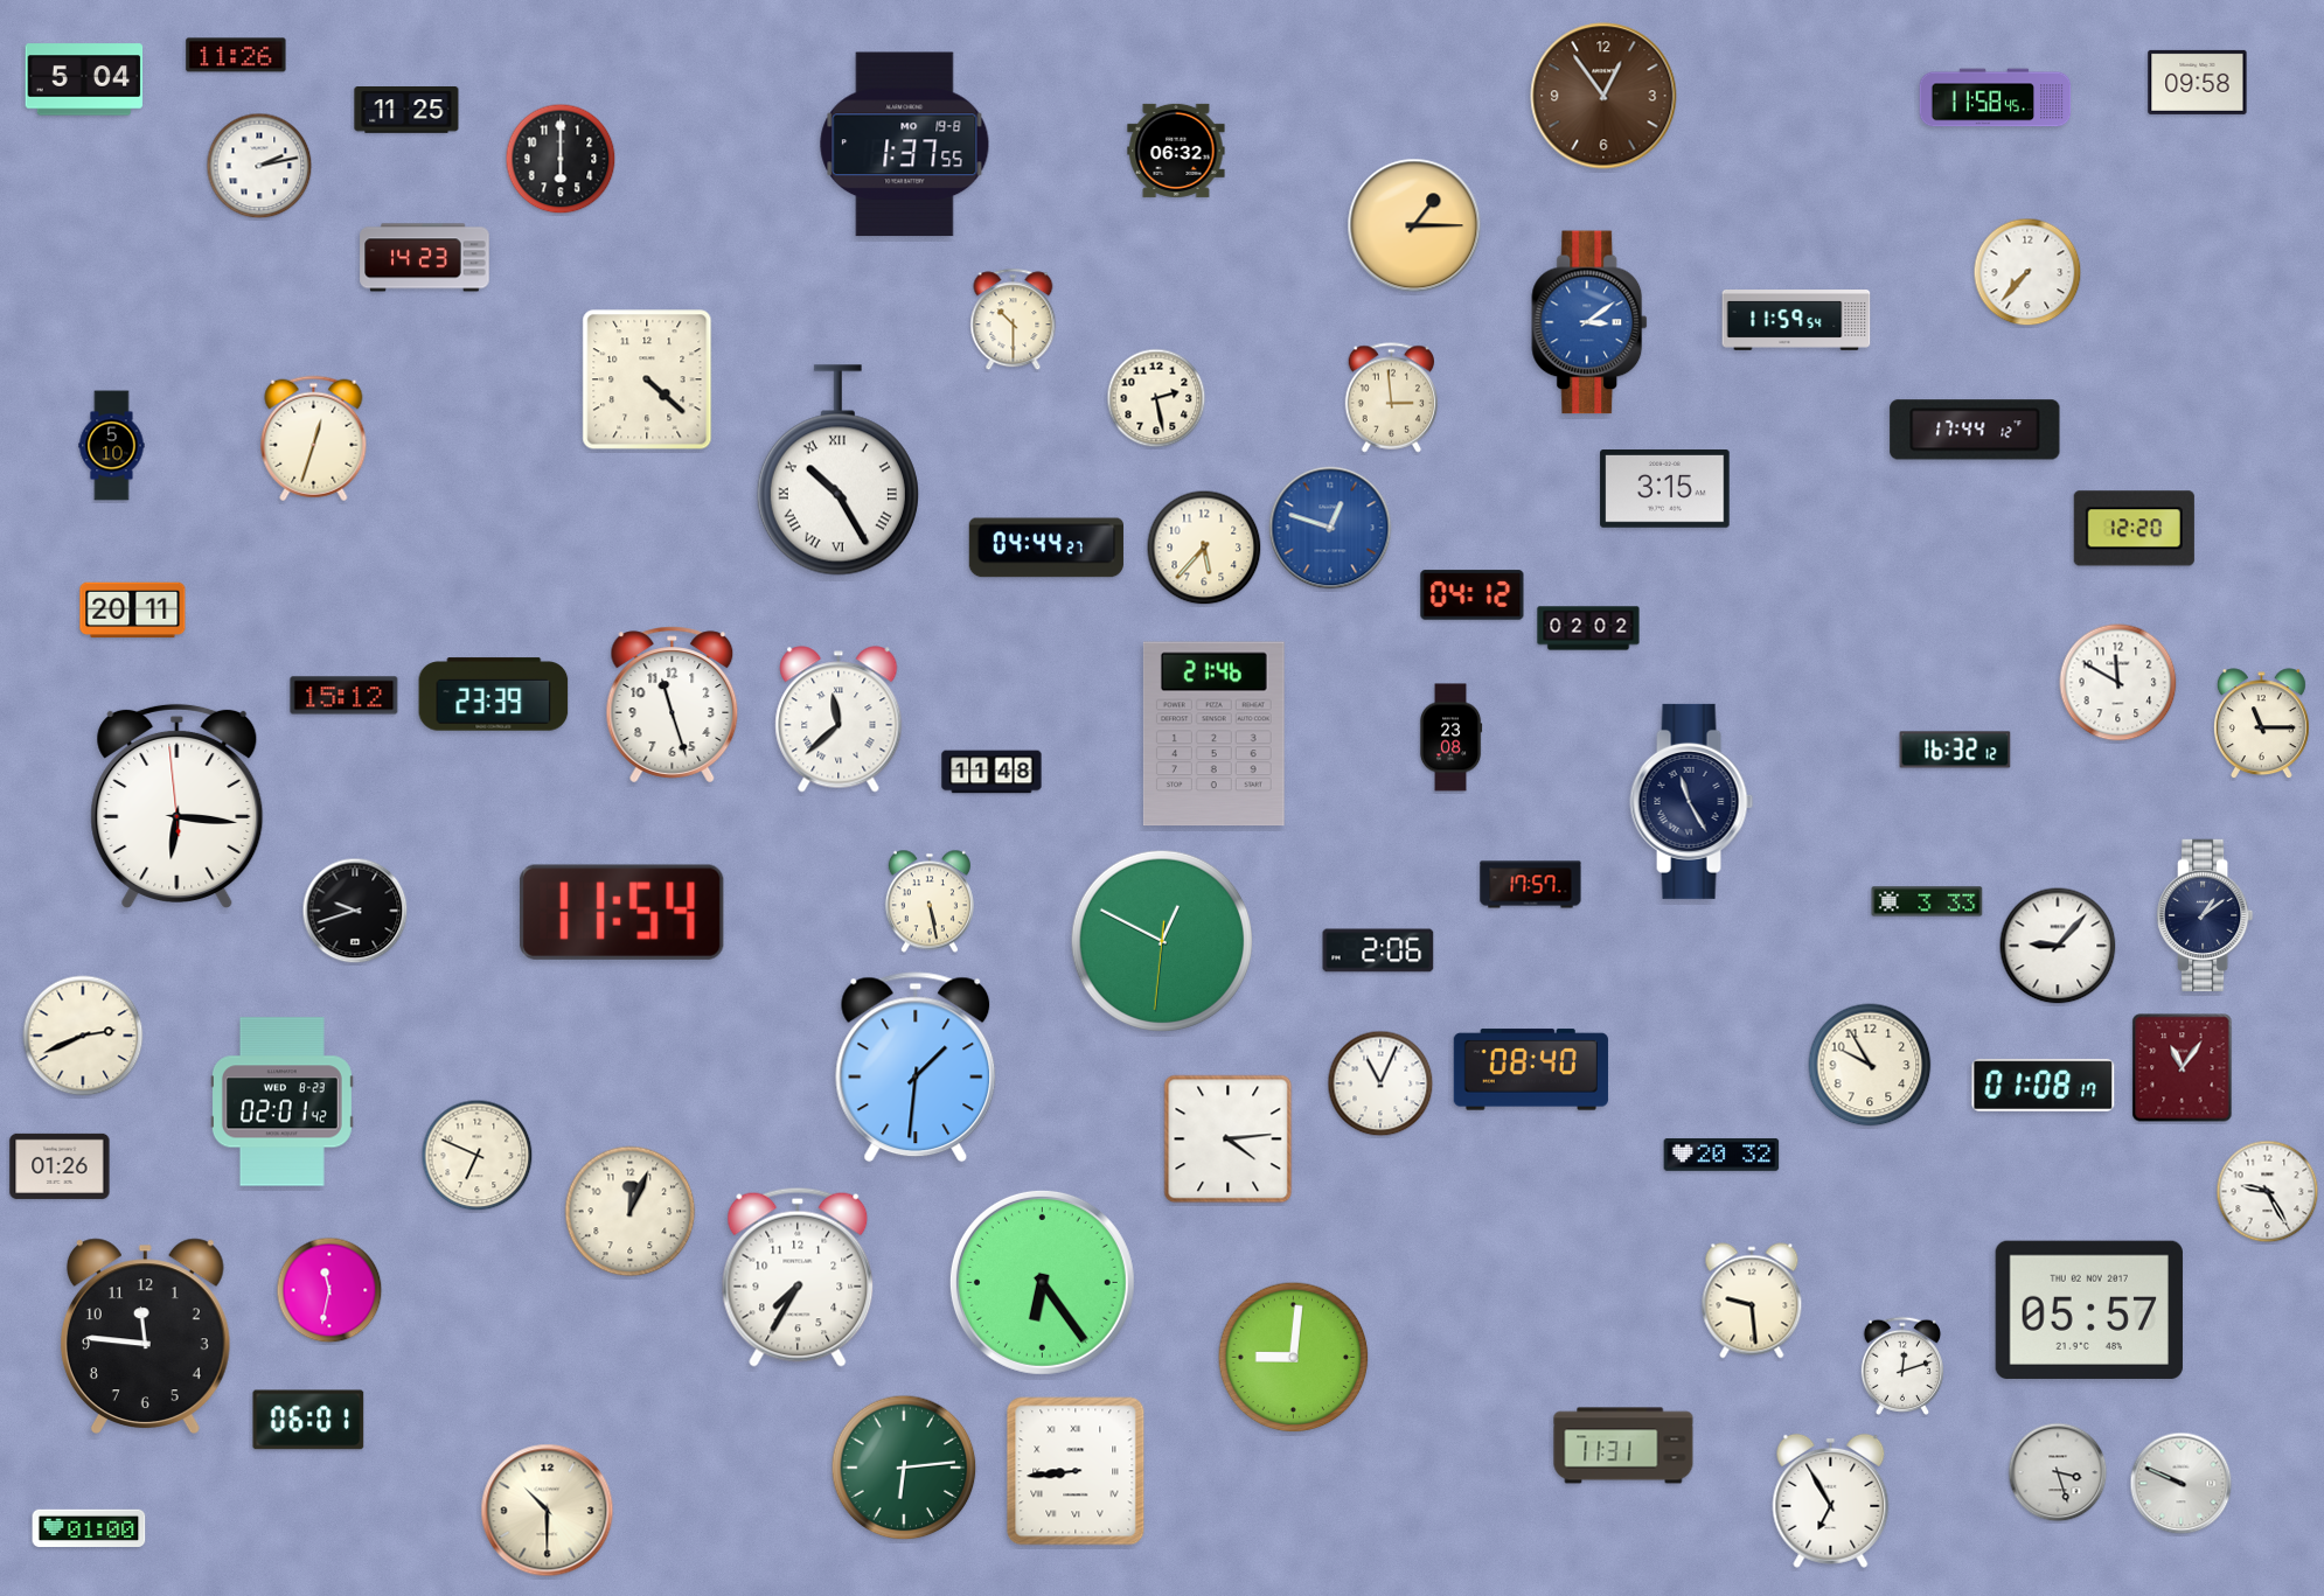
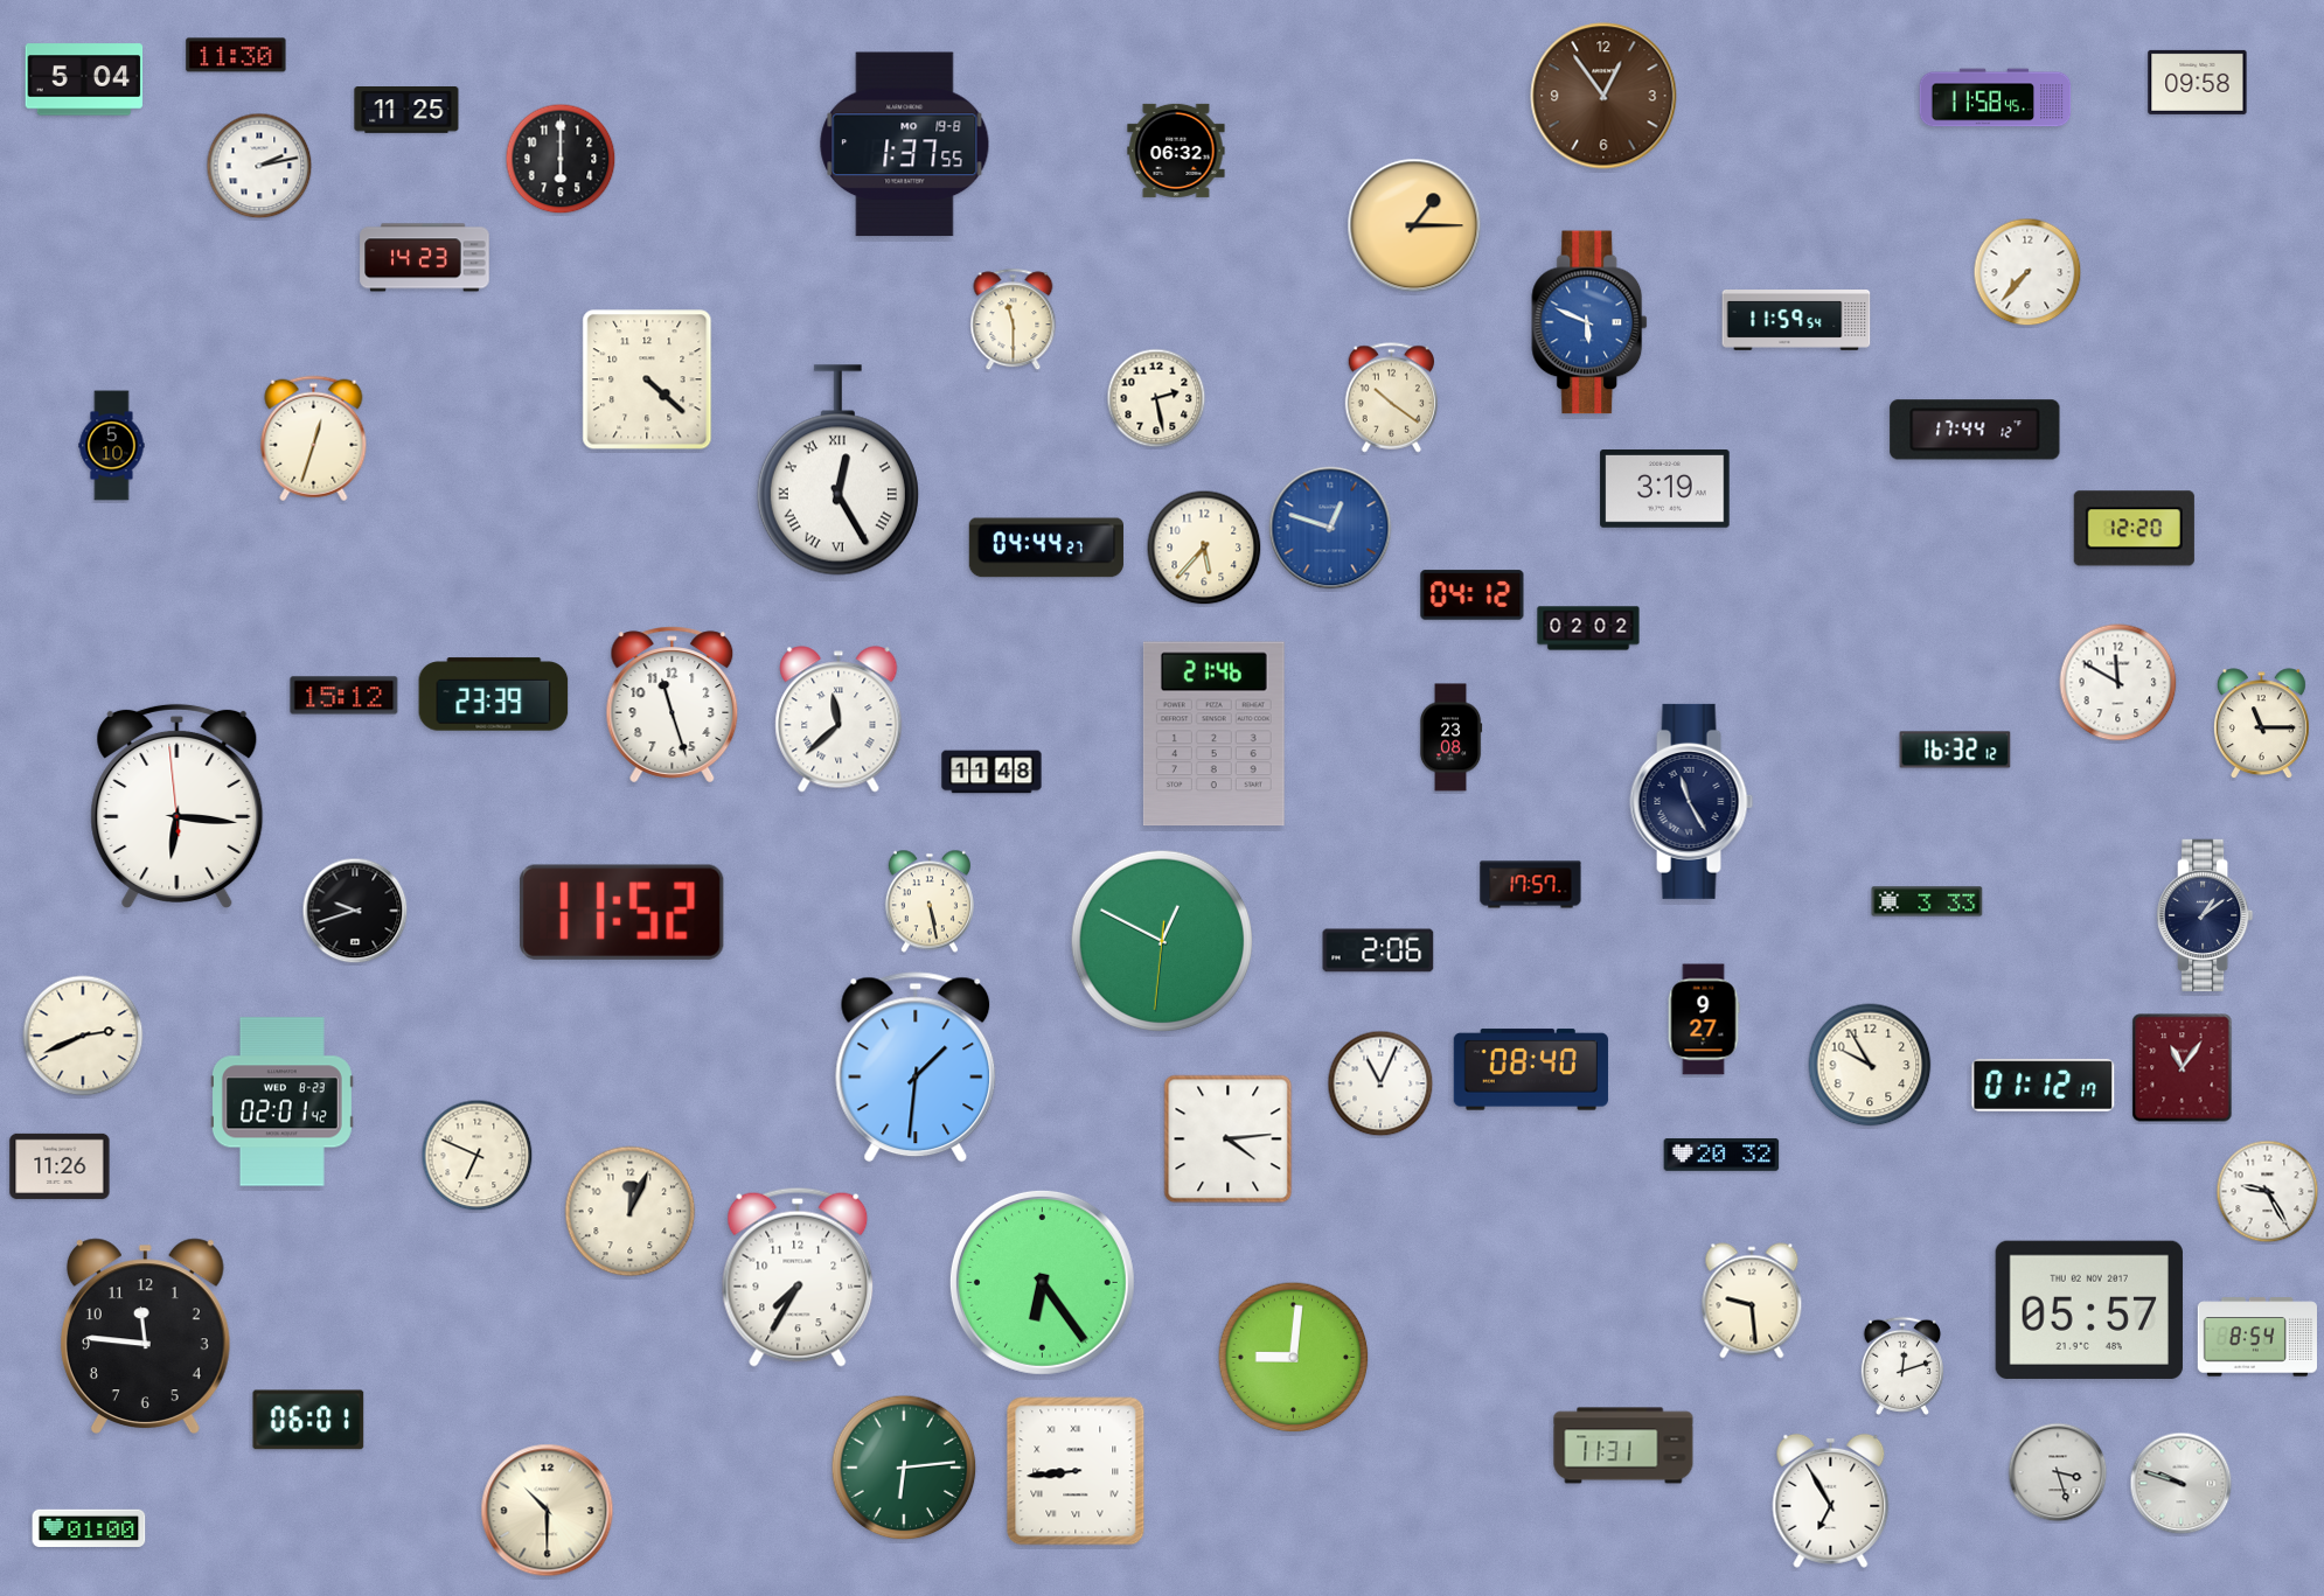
clock at (236, 55): 11:26 -> 11:30
clock at (1014, 320): 10:30 -> 11:30
clock at (1591, 322): 3:09 -> 5:49
clock at (1392, 398): 2:59 -> 10:21
clock at (837, 471): 10:25 -> 12:25
clock at (1665, 489): 3:15 -> 3:19
clock at (133, 611): 20:11 -> none
clock at (621, 912): 11:54 -> 11:52
clock at (2058, 946): 9:07 -> none
clock at (1704, 1019): none -> 9:27
clock at (2044, 1085): 01:08 -> 01:12
clock at (60, 1166): 01:26 -> 11:26
clock at (329, 1290): 11:32 -> none
clock at (2256, 1337): none -> 8:54
clock at (2182, 1484): 9:49 -> 9:48
